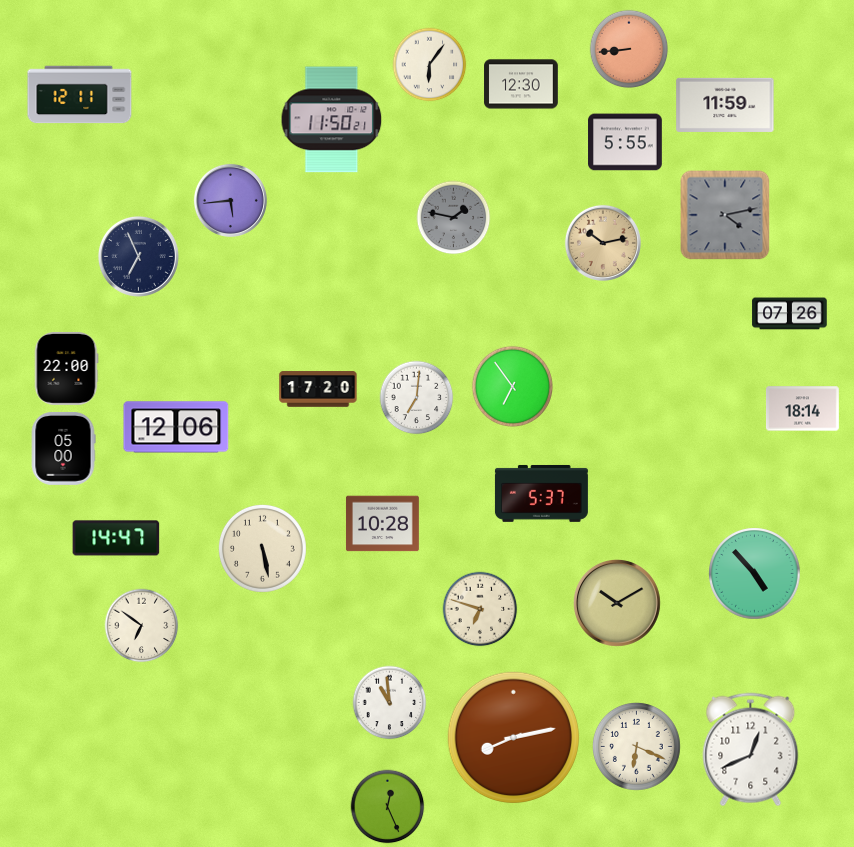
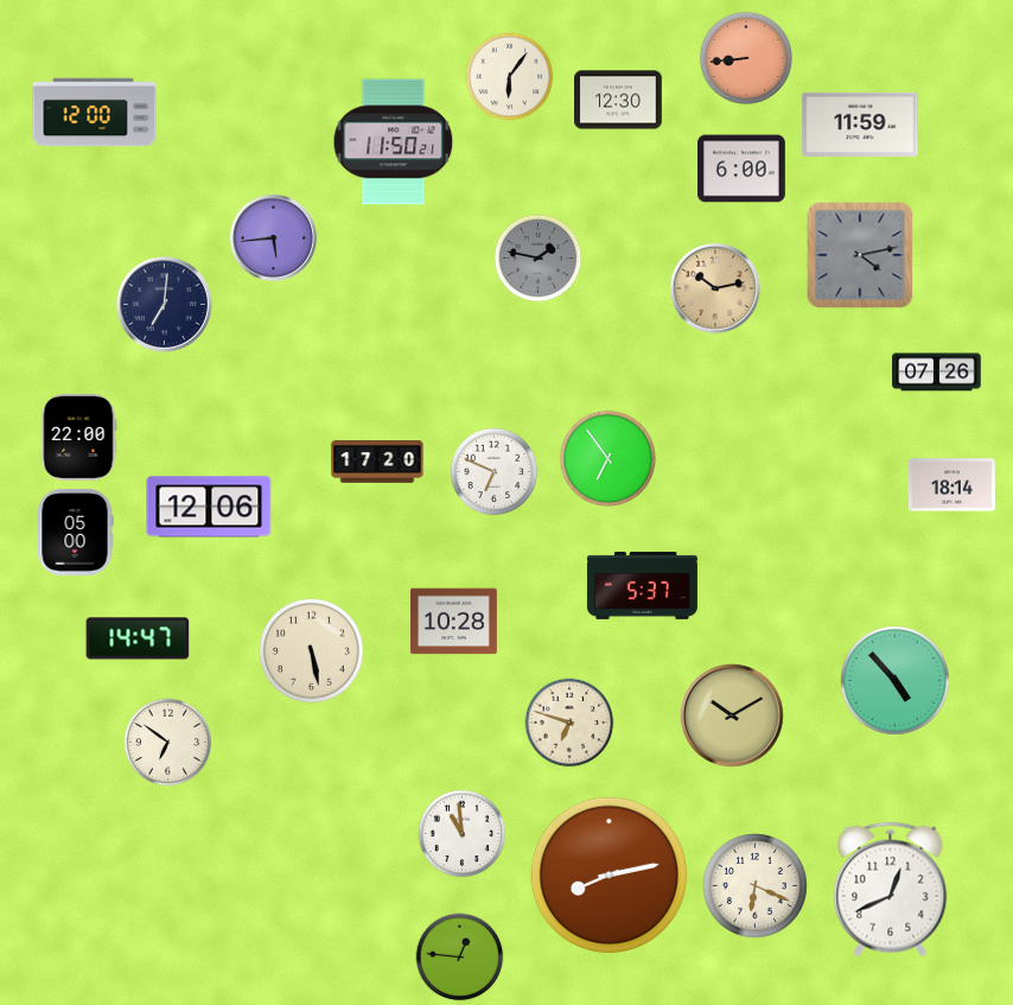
clock at (80, 95): 12:11 -> 12:00
clock at (625, 142): 5:55 -> 6:00
clock at (138, 256): 6:56 -> 7:01
clock at (417, 398): 7:01 -> 6:49
clock at (388, 807): 12:26 -> 12:46
